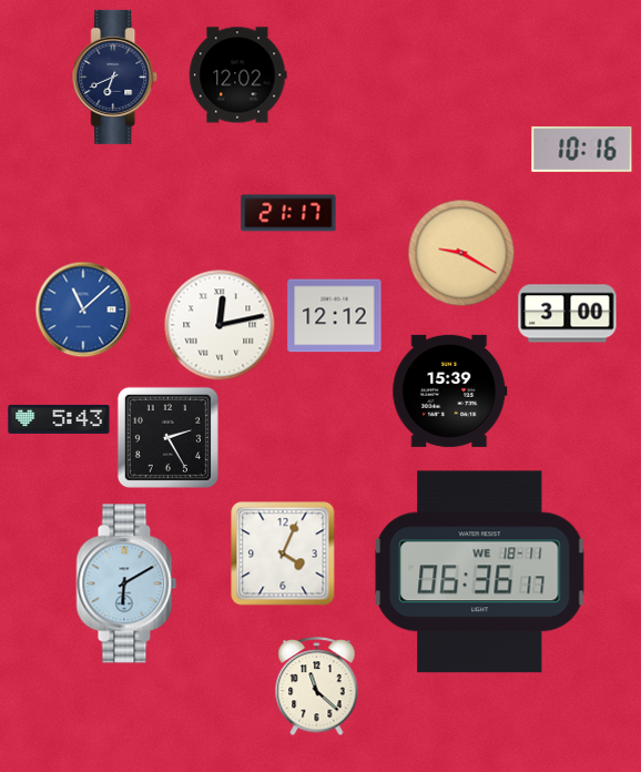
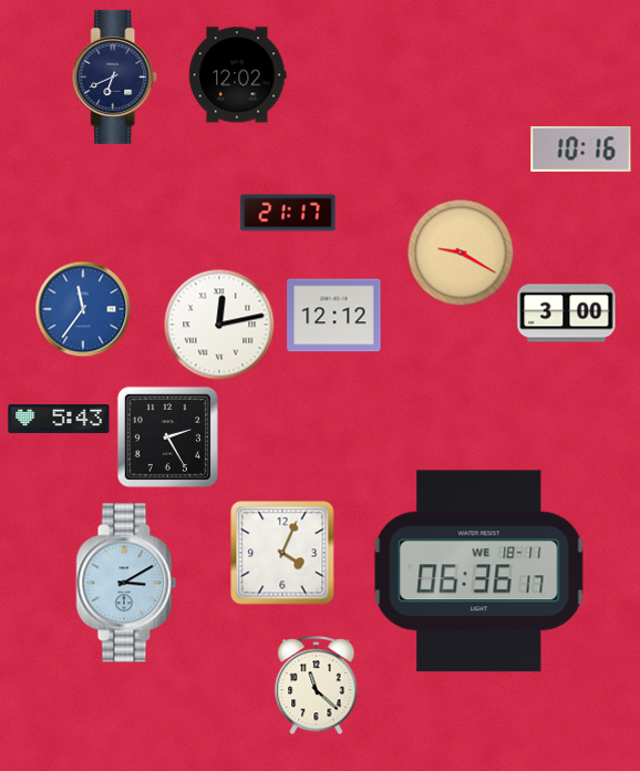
clock at (83, 309): 11:08 -> 11:36
clock at (450, 390): 15:39 -> none
clock at (126, 583): 6:10 -> 3:10
